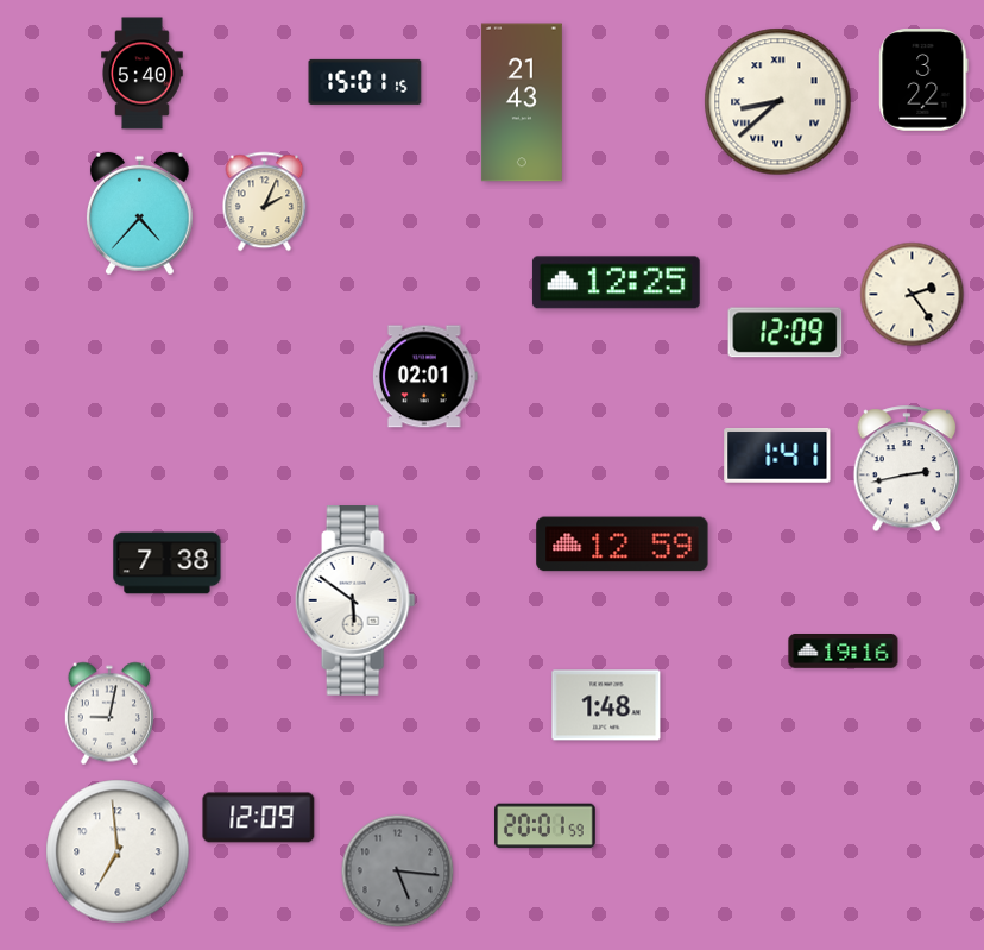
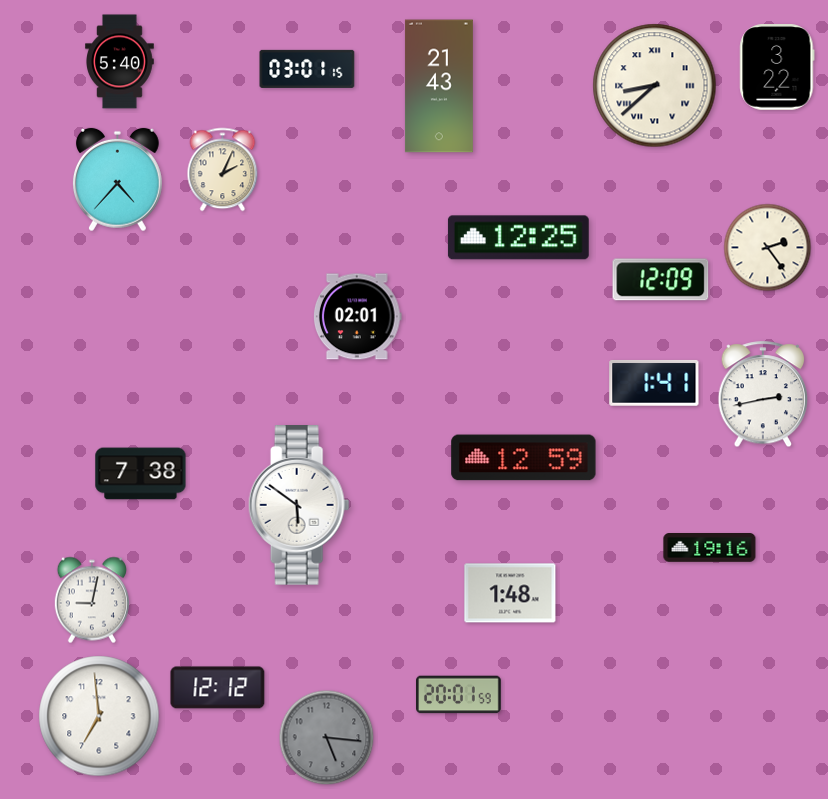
clock at (365, 82): 15:01 -> 03:01
clock at (259, 818): 12:09 -> 12:12
clock at (398, 872) position: (398, 872) -> (327, 738)
